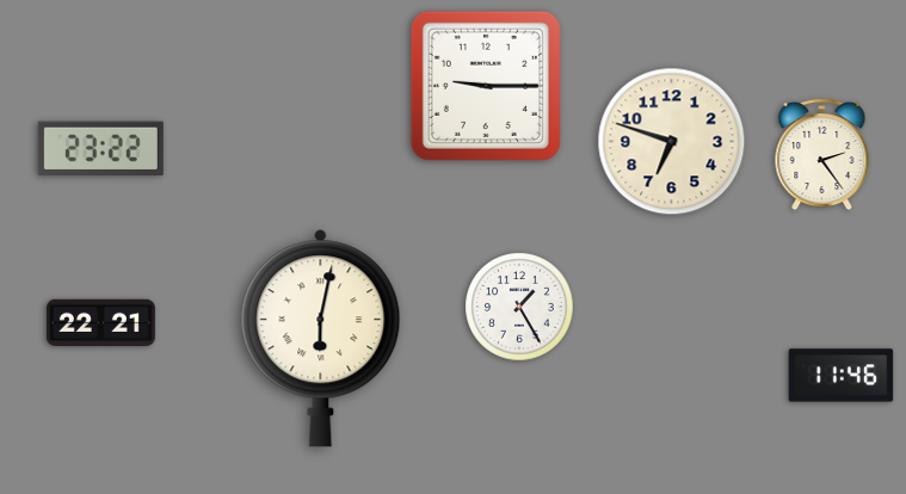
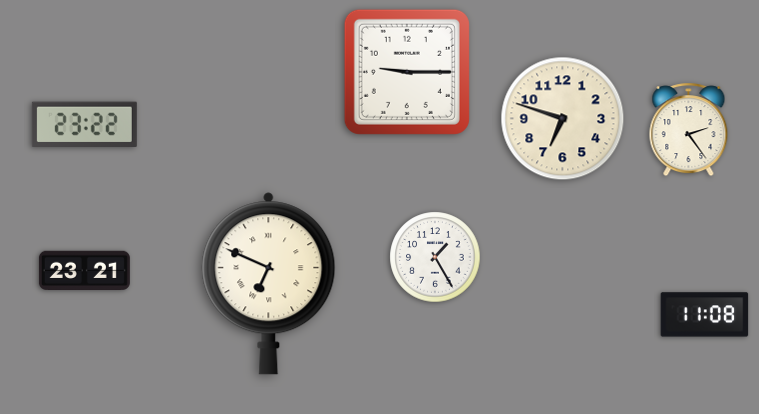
clock at (100, 322): 22:21 -> 23:21
clock at (321, 339): 6:02 -> 6:49
clock at (842, 376): 11:46 -> 11:08
